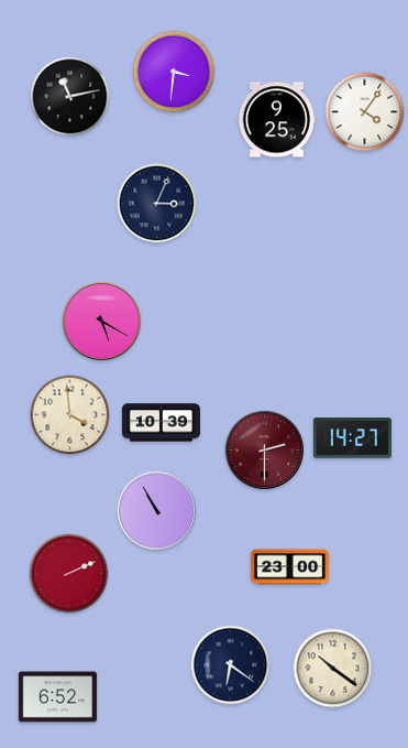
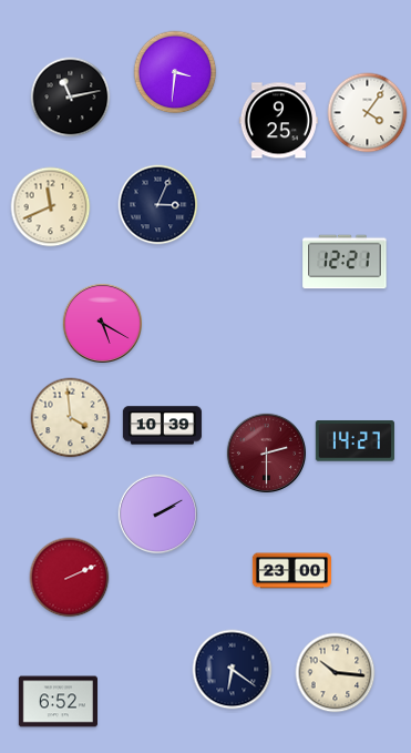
clock at (51, 207): none -> 11:41
clock at (345, 262): none -> 12:21
clock at (156, 510): 10:55 -> 2:10
clock at (333, 669): 10:21 -> 10:16
